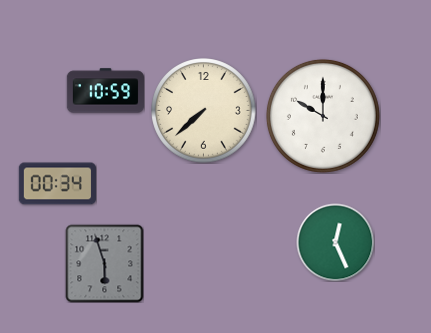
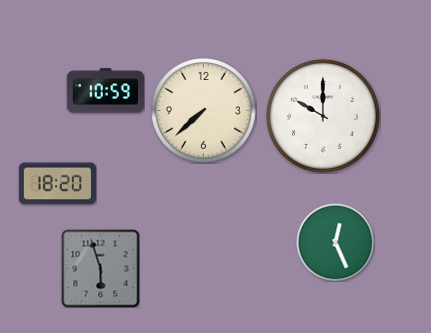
clock at (57, 184): 00:34 -> 18:20
clock at (104, 263) position: (104, 263) -> (100, 268)
